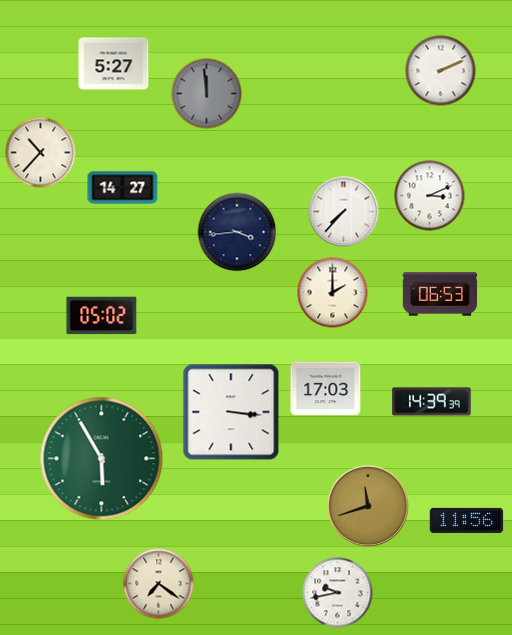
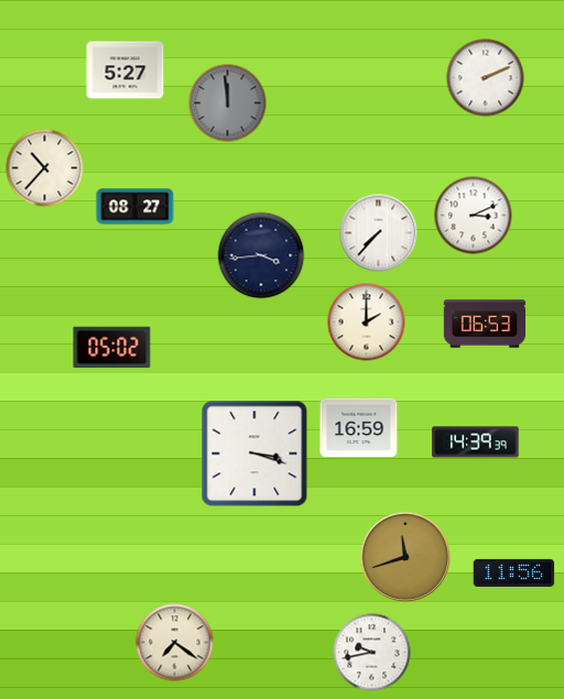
clock at (123, 188): 14:27 -> 08:27
clock at (326, 389): 17:03 -> 16:59
clock at (231, 412): 3:16 -> 3:18
clock at (102, 459): 5:55 -> none
